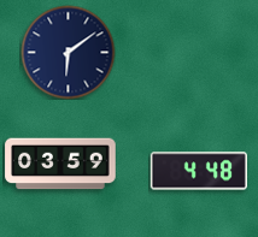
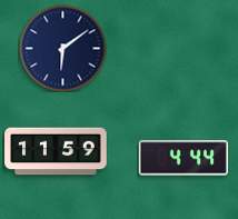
clock at (60, 164): 03:59 -> 11:59
clock at (199, 171): 4:48 -> 4:44
